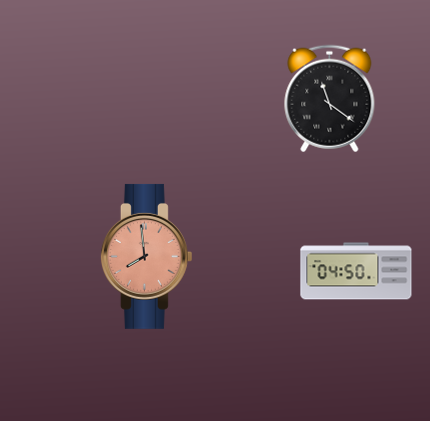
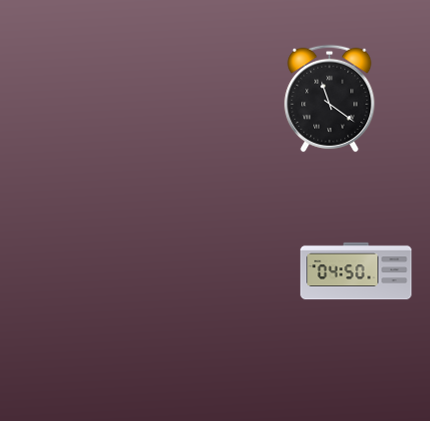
clock at (146, 256): 7:59 -> none
